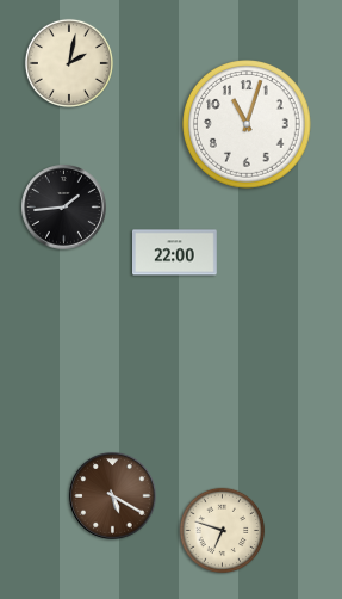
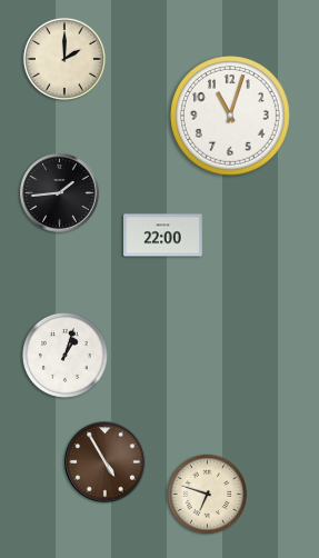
clock at (69, 63): 2:02 -> 2:00
clock at (66, 356): none -> 1:03
clock at (113, 496): 5:20 -> 4:55
